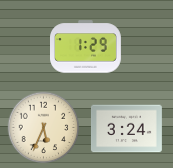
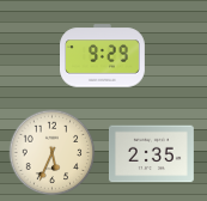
clock at (86, 47): 1:29 -> 9:29
clock at (126, 129): 3:24 -> 2:35
